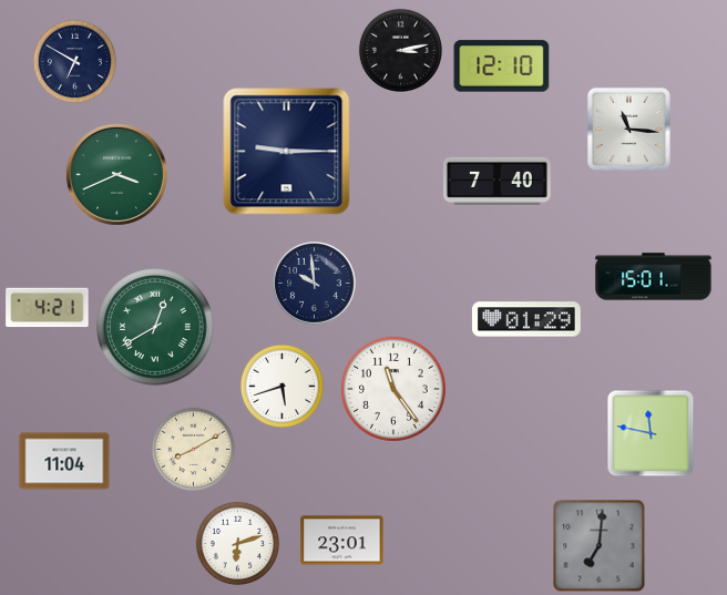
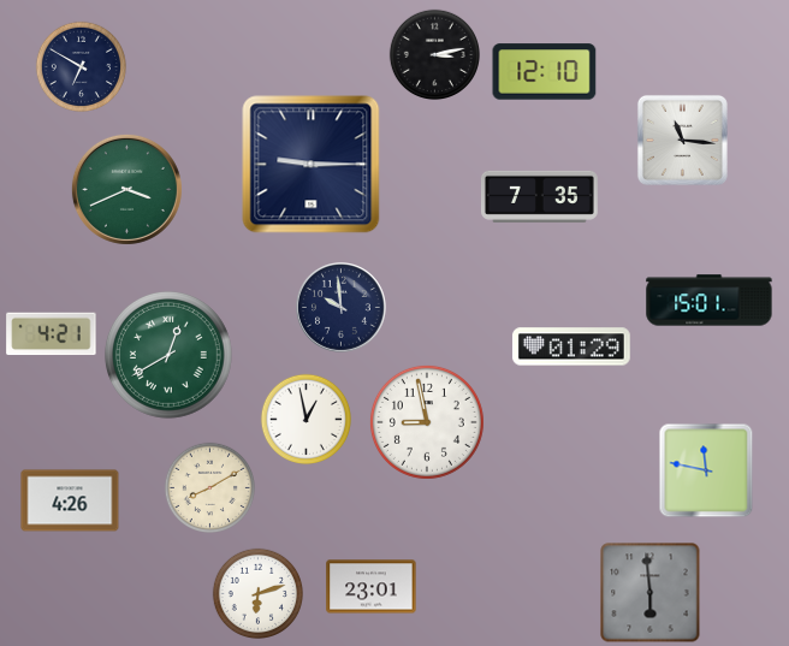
clock at (496, 181): 7:40 -> 7:35
clock at (281, 386): 5:42 -> 12:58
clock at (393, 389): 11:24 -> 8:58
clock at (64, 461): 11:04 -> 4:26
clock at (237, 543) position: (237, 543) -> (257, 593)
clock at (600, 546): 7:01 -> 5:59
